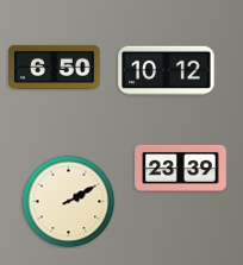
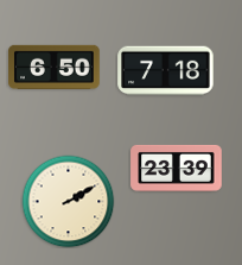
clock at (167, 71): 10:12 -> 7:18
clock at (181, 168) position: (181, 168) -> (177, 168)
